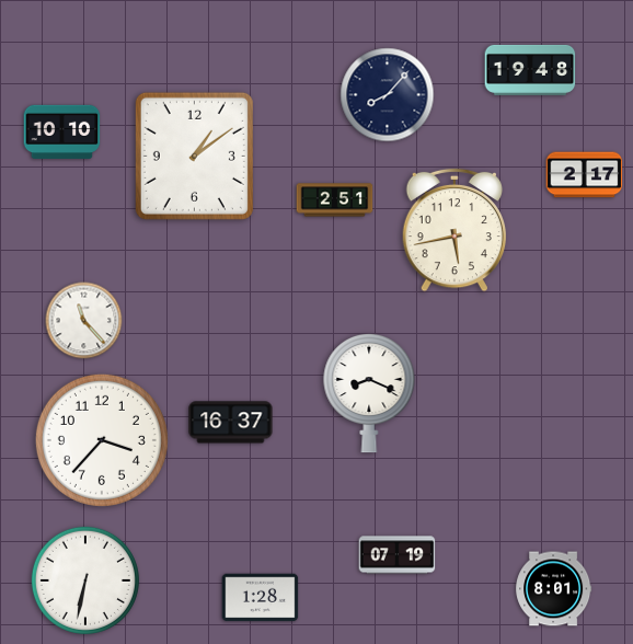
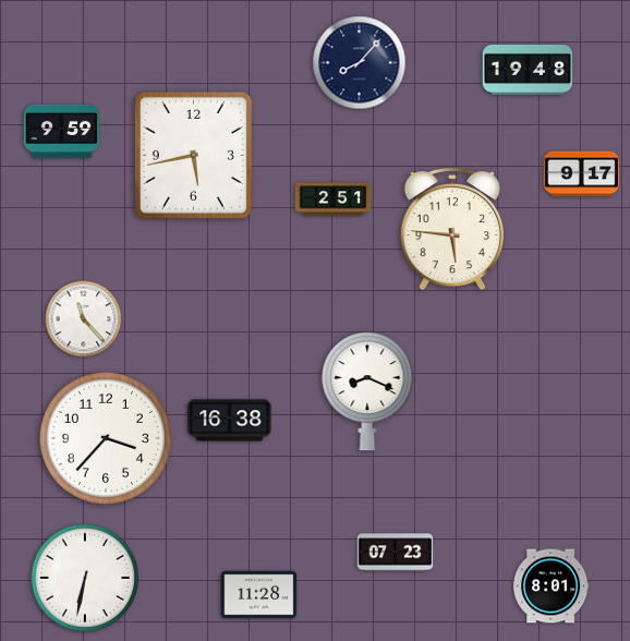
clock at (388, 95) position: (388, 95) -> (360, 63)
clock at (62, 131): 10:10 -> 9:59
clock at (194, 156): 1:09 -> 5:43
clock at (585, 175): 2:17 -> 9:17
clock at (454, 230): 5:43 -> 5:46
clock at (231, 423): 16:37 -> 16:38
clock at (102, 440) position: (102, 440) -> (106, 438)
clock at (398, 555): 07:19 -> 07:23
clock at (261, 598): 1:28 -> 11:28
